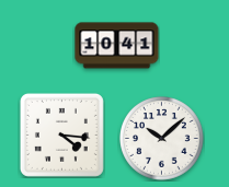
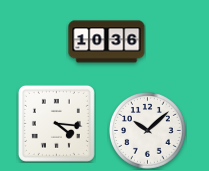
clock at (117, 46): 10:41 -> 10:36
clock at (162, 139) position: (162, 139) -> (148, 131)
